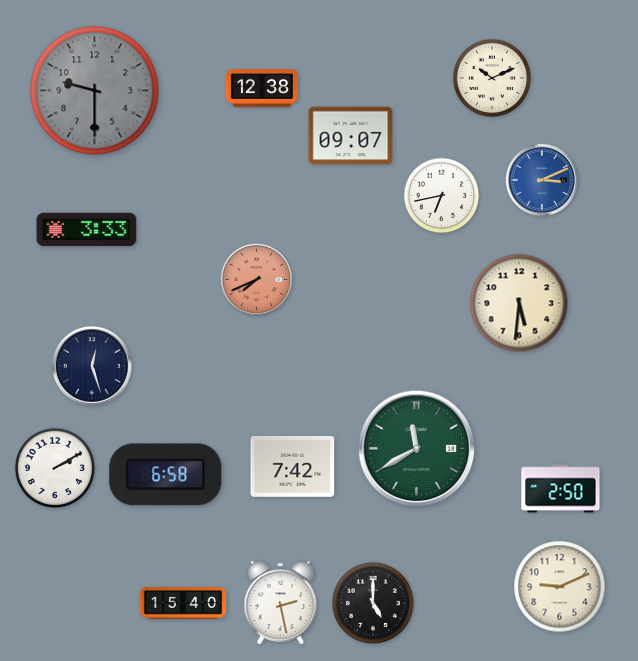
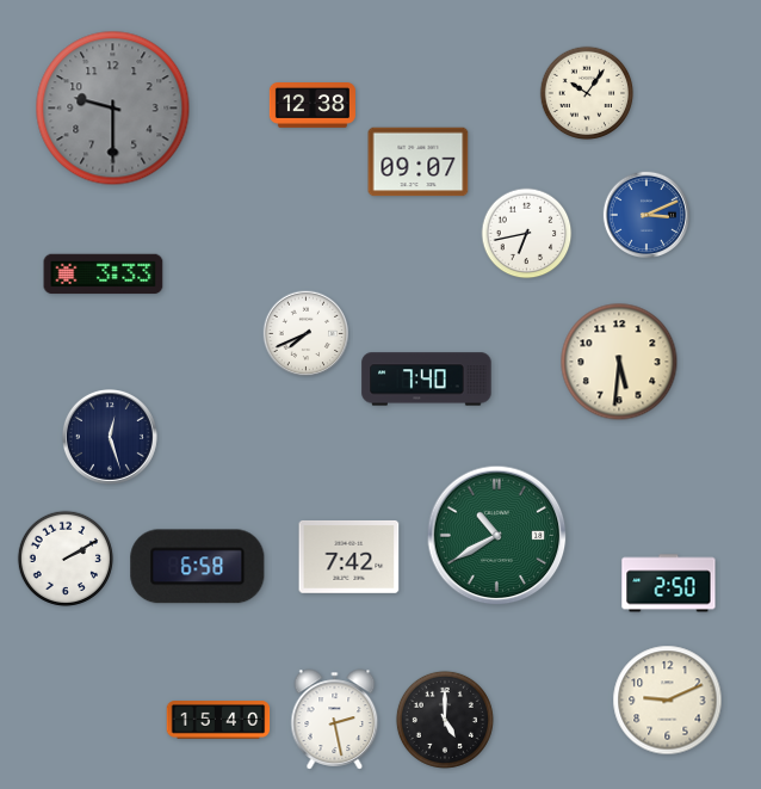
clock at (492, 78): 10:11 -> 10:06
clock at (257, 280) dial: salmon -> white
clock at (427, 380): none -> 7:40
clock at (417, 449): 11:40 -> 10:40
